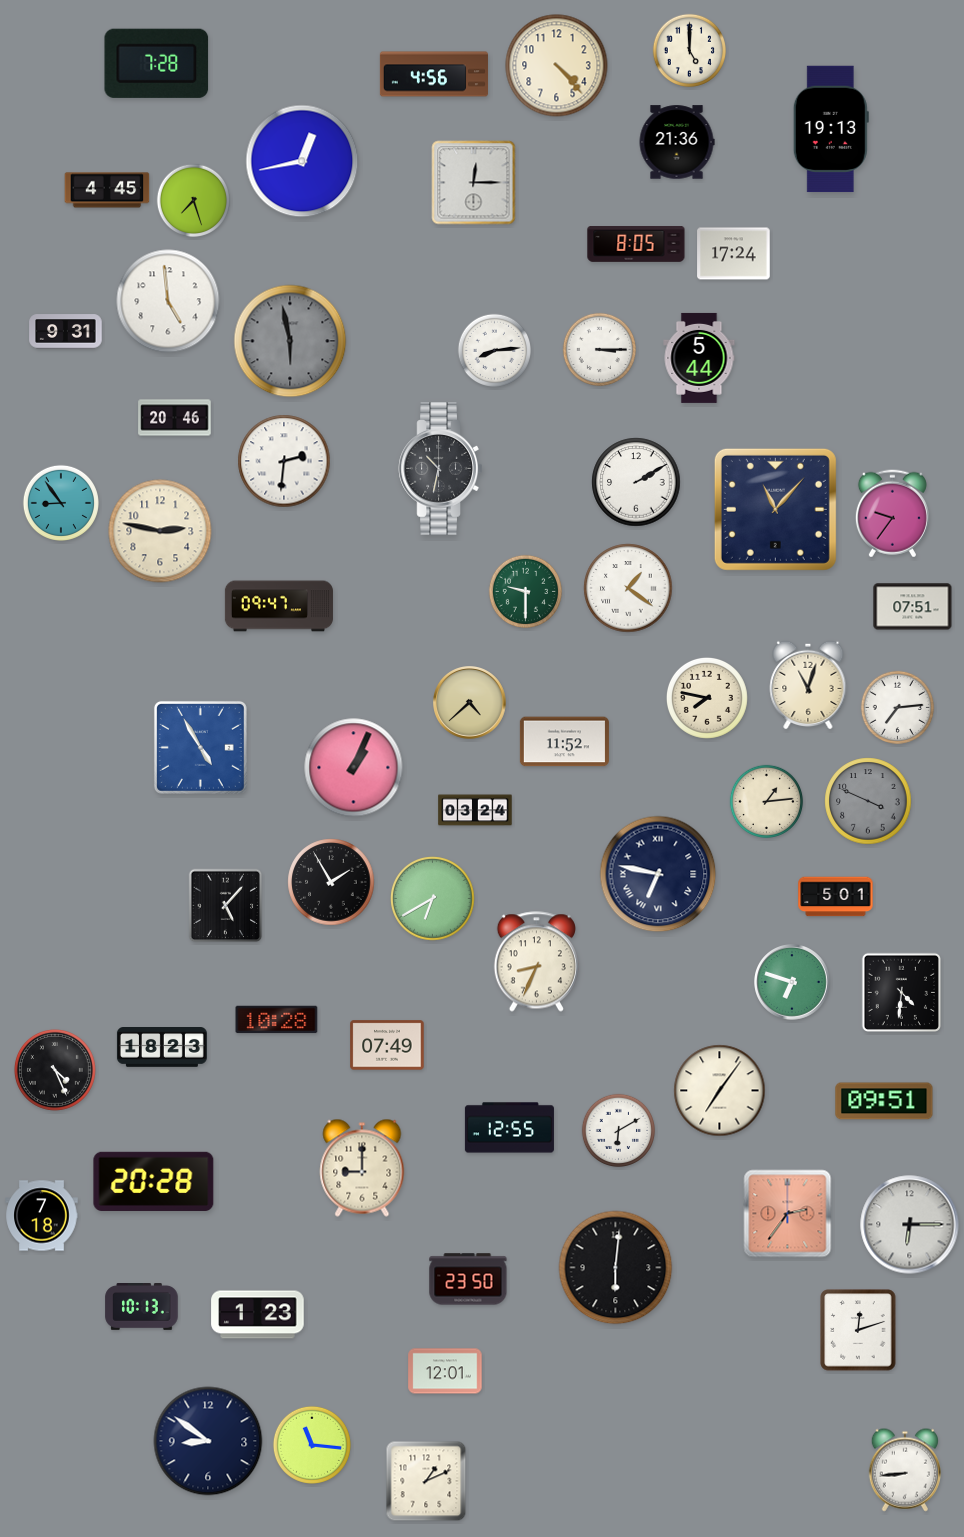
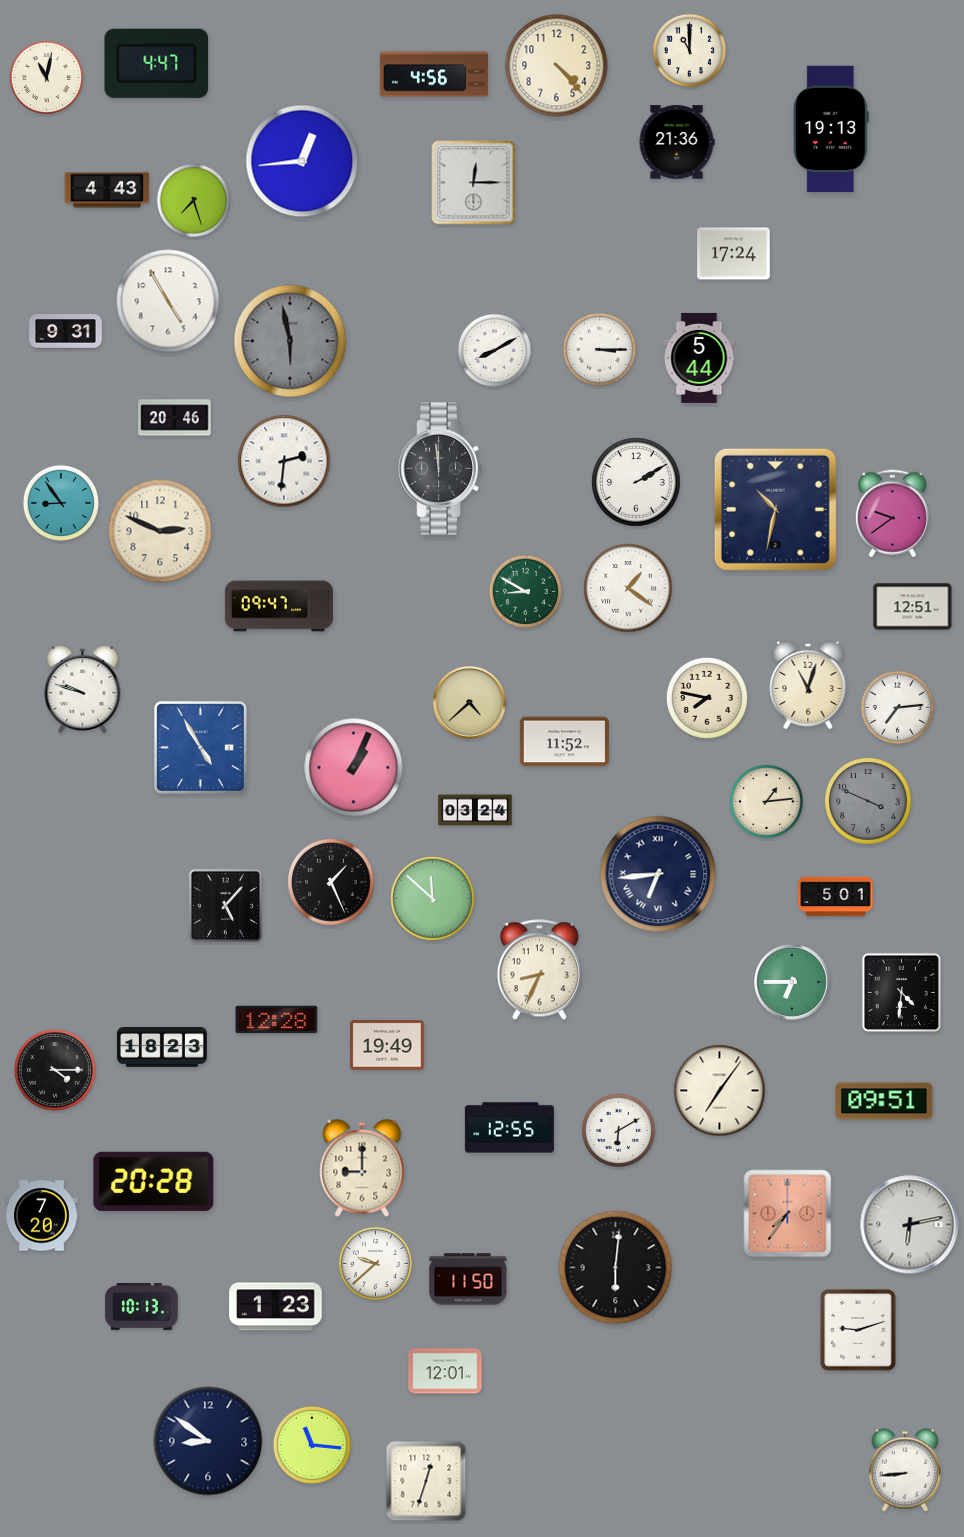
clock at (690, 51): 5:00 -> 11:00
clock at (157, 63): 7:28 -> 4:47
clock at (47, 78): none -> 11:02
clock at (302, 161): 12:43 -> 12:44
clock at (107, 190): 4:45 -> 4:43
clock at (636, 245): 8:05 -> none
clock at (168, 301): 4:59 -> 4:55
clock at (495, 351): 8:14 -> 8:10
clock at (441, 469): 10:32 -> 11:59
clock at (775, 509): 11:07 -> 10:32
clock at (892, 514): 9:36 -> 9:39
clock at (160, 531): 2:47 -> 2:49
clock at (526, 592): 9:30 -> 8:50
clock at (913, 607): 07:51 -> 12:51
clock at (83, 688): none -> 9:48
clock at (658, 874): 6:47 -> 6:44
clock at (331, 882): 1:55 -> 1:26
clock at (433, 899): 6:40 -> 11:52
clock at (536, 962) position: (536, 962) -> (539, 970)
clock at (792, 982): 6:48 -> 6:45
clock at (277, 1020): 10:28 -> 12:28
clock at (387, 1045): 07:49 -> 19:49
clock at (55, 1070): 4:26 -> 4:15
clock at (788, 1214): 2:36 -> 7:36
clock at (42, 1216): 7:18 -> 7:20
clock at (910, 1225): 6:15 -> 6:13
clock at (376, 1264): none -> 9:38
clock at (468, 1279): 23:50 -> 11:50
clock at (258, 1315) position: (258, 1315) -> (276, 1307)
clock at (858, 1330): 12:12 -> 9:12
clock at (426, 1481): 1:11 -> 12:33
